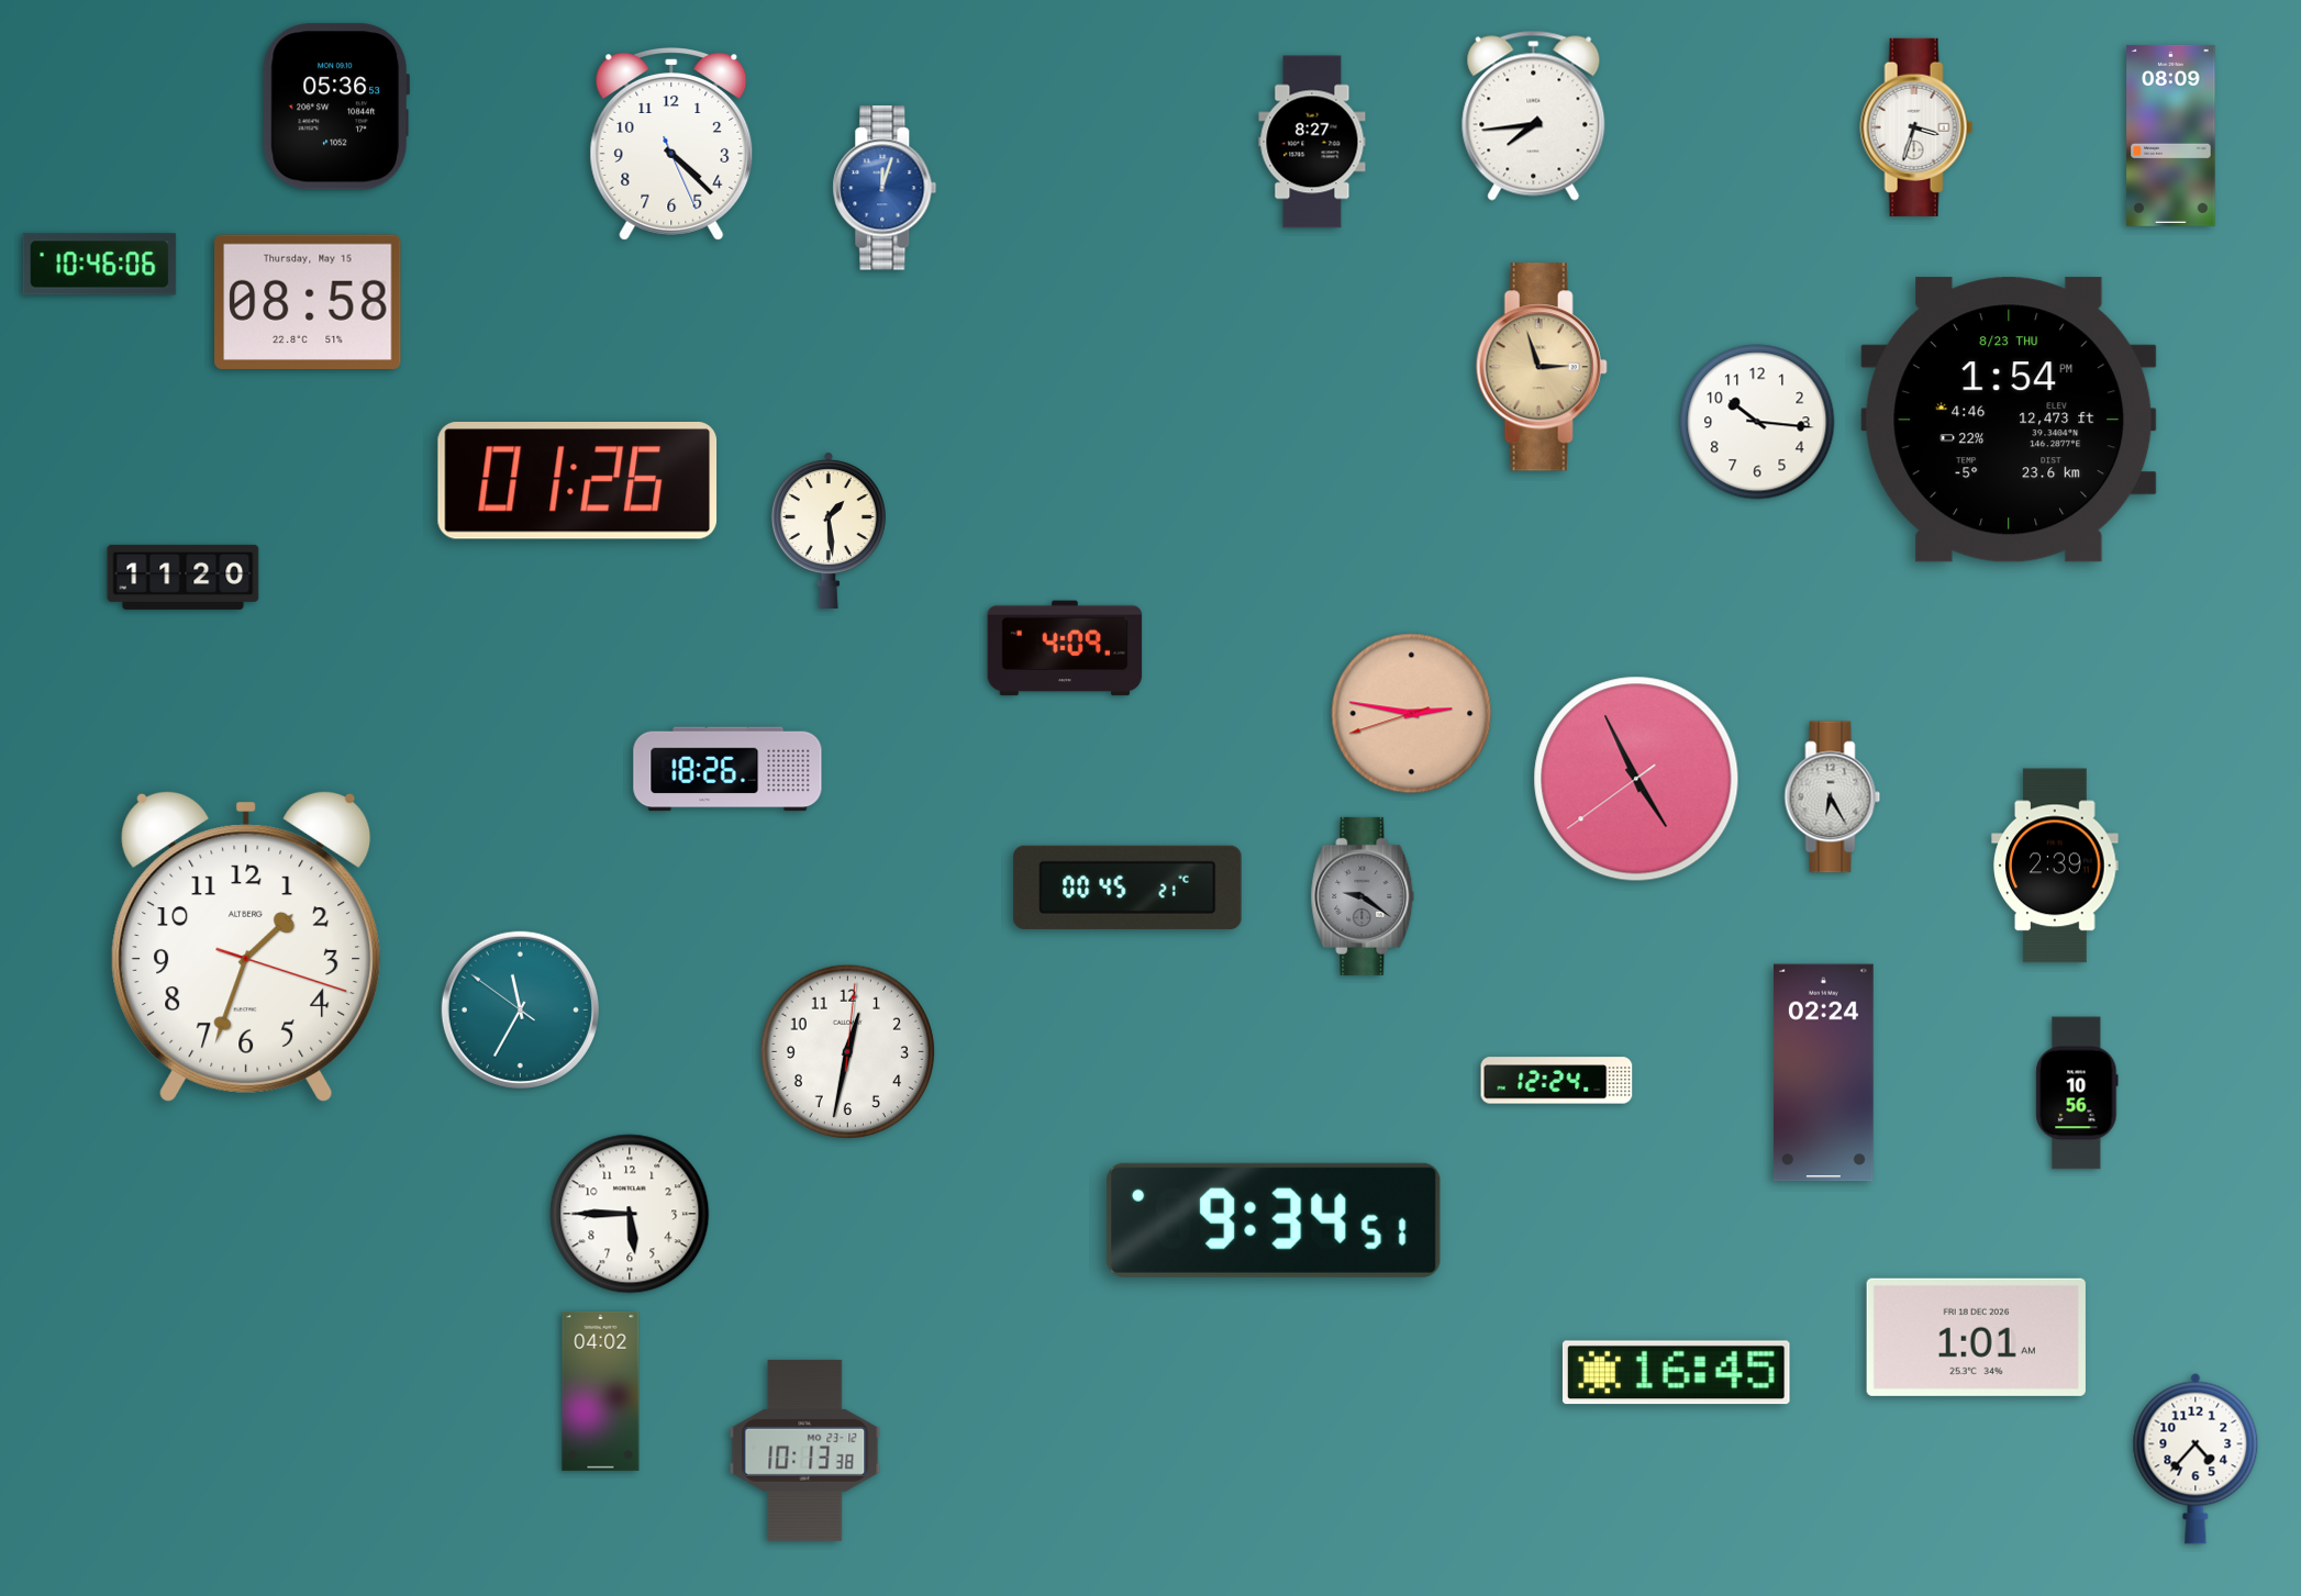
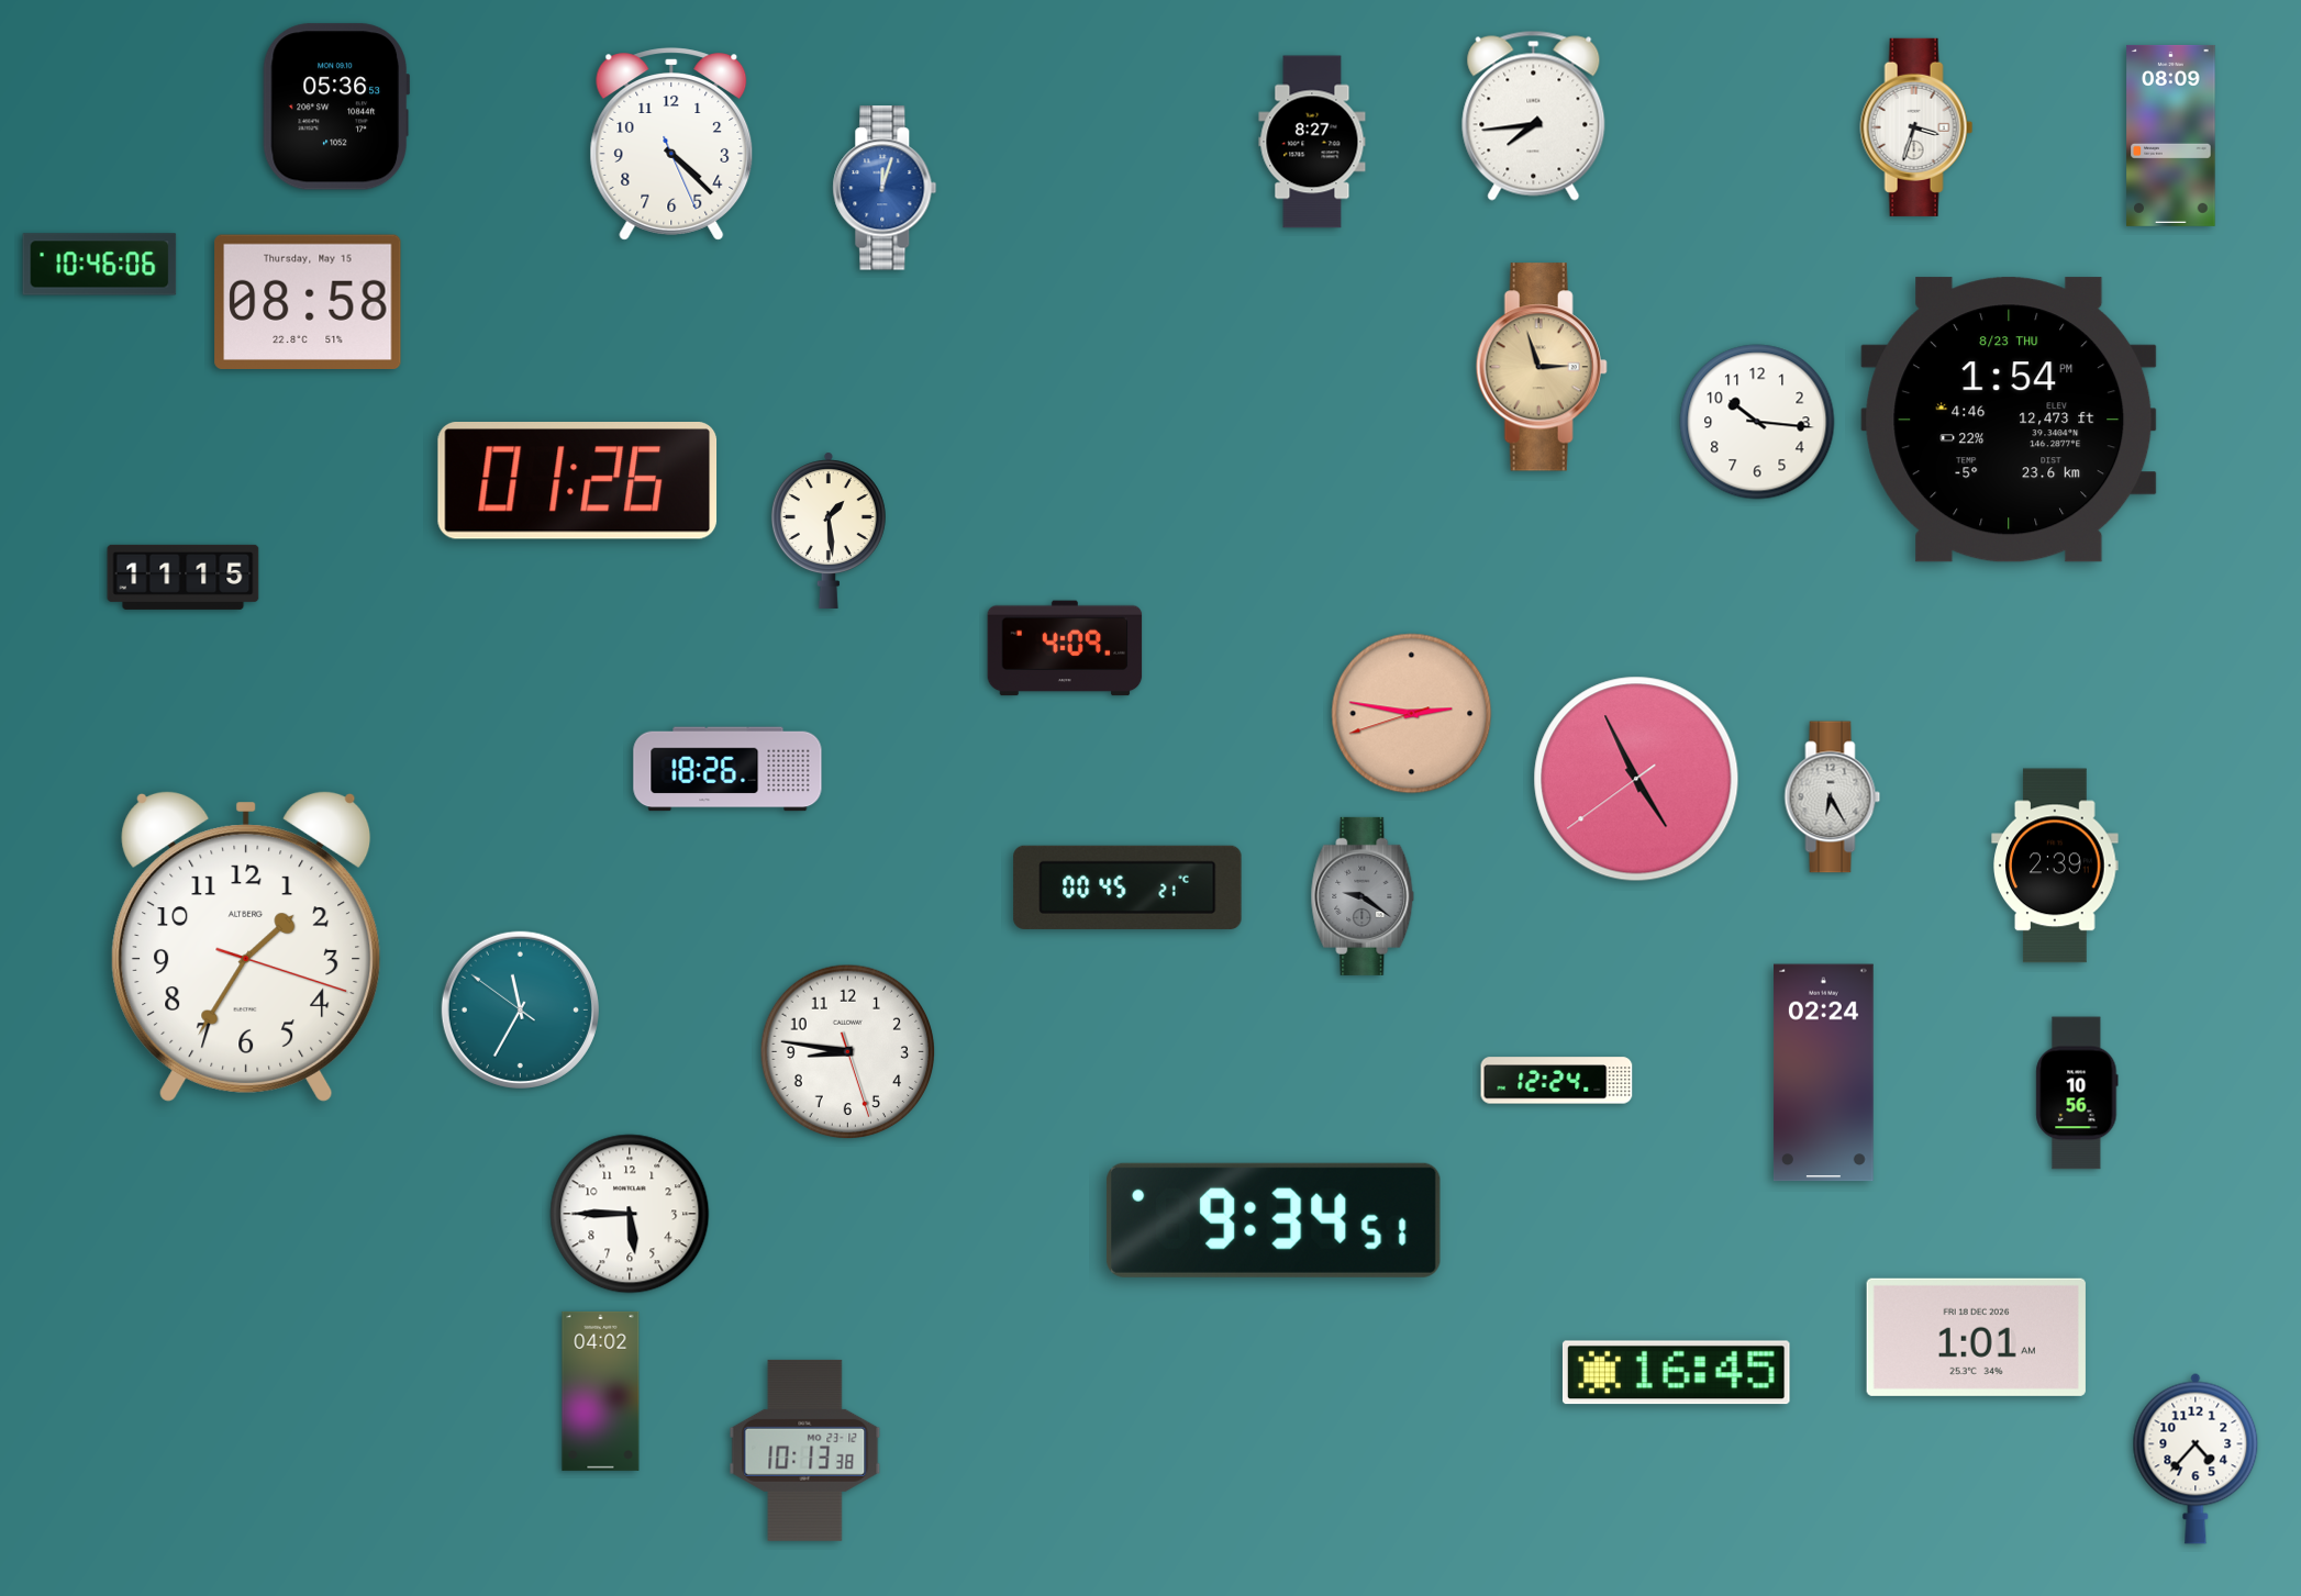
clock at (184, 577): 11:20 -> 11:15
clock at (246, 947): 1:33 -> 1:35
clock at (848, 1052): 12:32 -> 8:46
